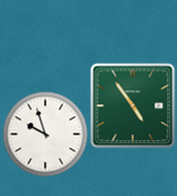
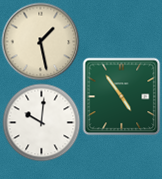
clock at (40, 41): none -> 1:28
clock at (45, 134): 9:57 -> 10:01
